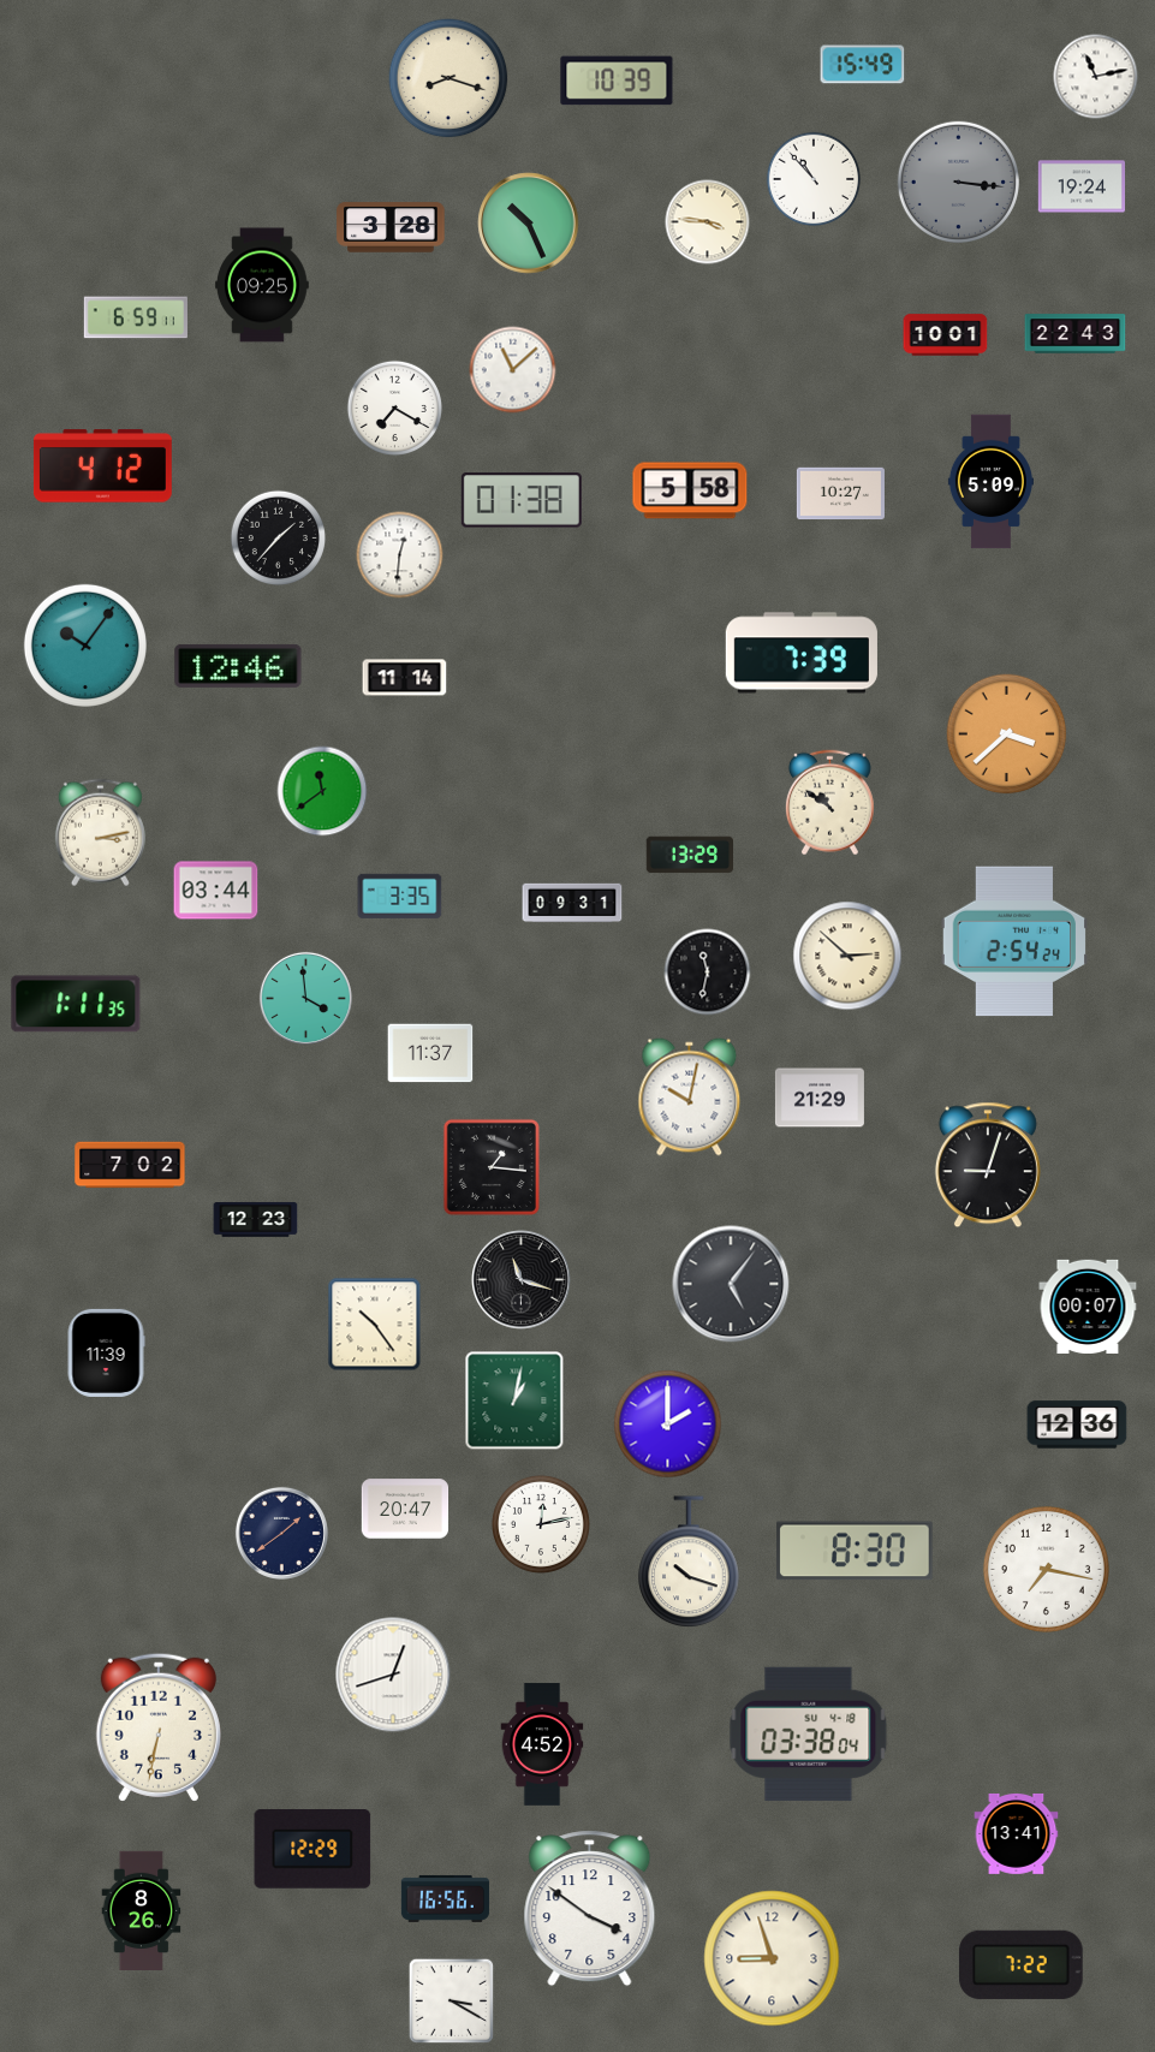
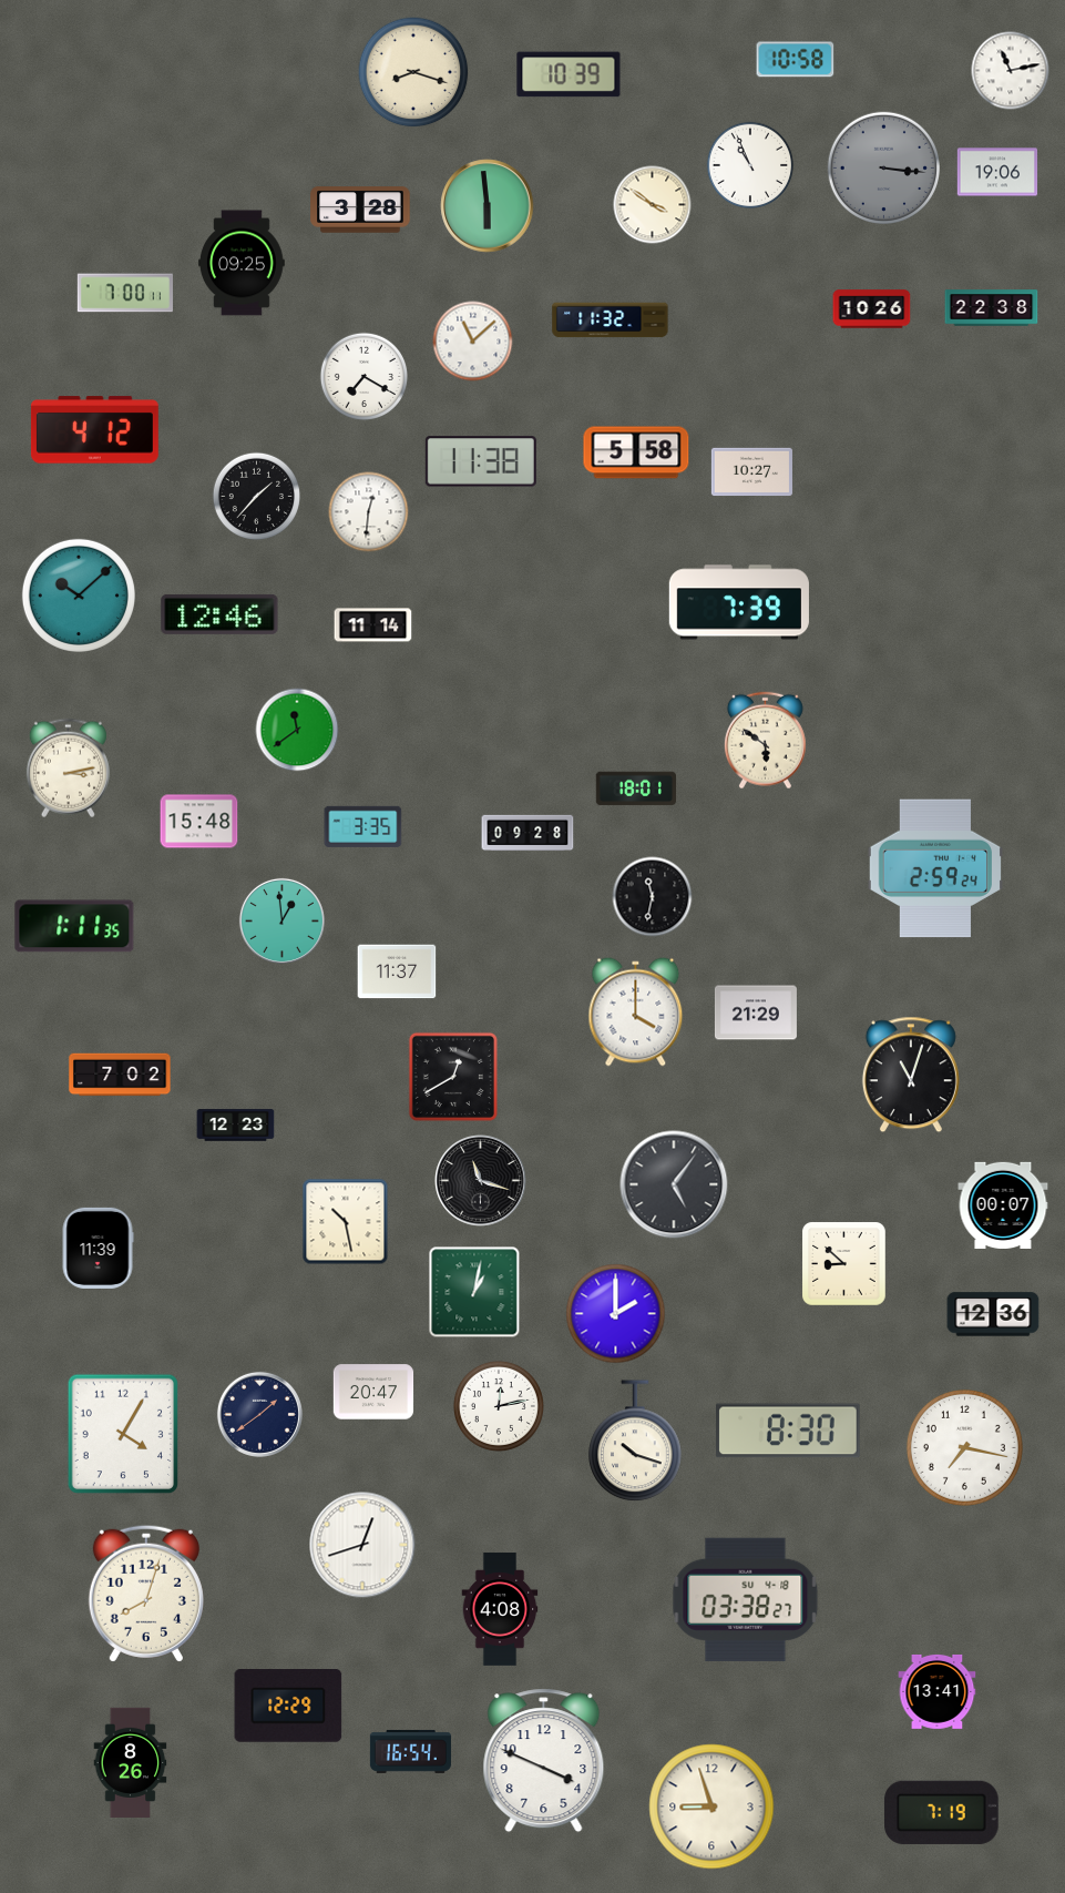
clock at (863, 65): 15:49 -> 10:58
clock at (814, 179): 10:53 -> 10:56
clock at (1082, 186): 19:24 -> 19:06
clock at (708, 222): 3:46 -> 3:51
clock at (529, 224): 10:26 -> 5:59
clock at (136, 317): 6:59 -> 7:00
clock at (1076, 334): 22:43 -> 22:38
clock at (946, 335): 10:01 -> 10:26
clock at (611, 320): none -> 11:32
clock at (990, 482): 5:09 -> none
clock at (840, 494) position: (840, 494) -> (751, 472)
clock at (522, 500): 01:38 -> 11:38
clock at (85, 646): 10:06 -> 10:08
clock at (1007, 734): 3:38 -> none
clock at (829, 803): 10:51 -> 5:51
clock at (100, 833) position: (100, 833) -> (68, 769)
clock at (689, 855): 13:29 -> 18:01
clock at (216, 891): 03:44 -> 15:48
clock at (400, 896) position: (400, 896) -> (363, 826)
clock at (572, 903): 09:31 -> 09:28
clock at (1014, 941): 2:54 -> 2:59
clock at (847, 956): 2:52 -> none
clock at (305, 998): 3:59 -> 12:59
clock at (76, 1004) position: (76, 1004) -> (74, 926)
clock at (690, 1098): 10:02 -> 4:00
clock at (988, 1165): 9:03 -> 11:03
clock at (492, 1167): 1:16 -> 12:40
clock at (375, 1325): 10:24 -> 10:28
clock at (844, 1264): none -> 8:52
clock at (122, 1434): none -> 4:05
clock at (159, 1727): 6:32 -> 8:03
clock at (809, 1733): 03:38:04 -> 03:38:27
clock at (542, 1744): 4:52 -> 4:08
clock at (445, 1898): 16:56 -> 16:54
clock at (590, 1909): 3:51 -> 3:49
clock at (1022, 1964): 7:22 -> 7:19
clock at (452, 2002): 3:20 -> none
